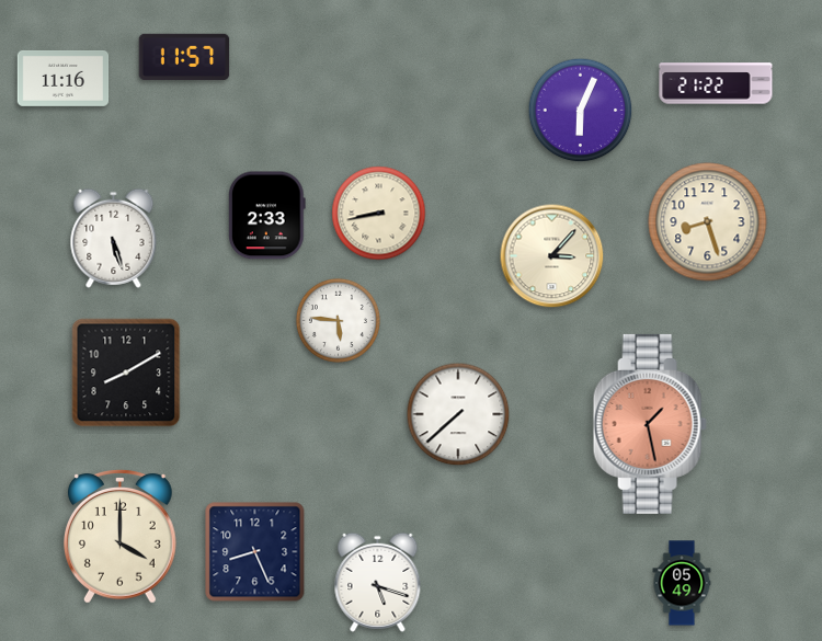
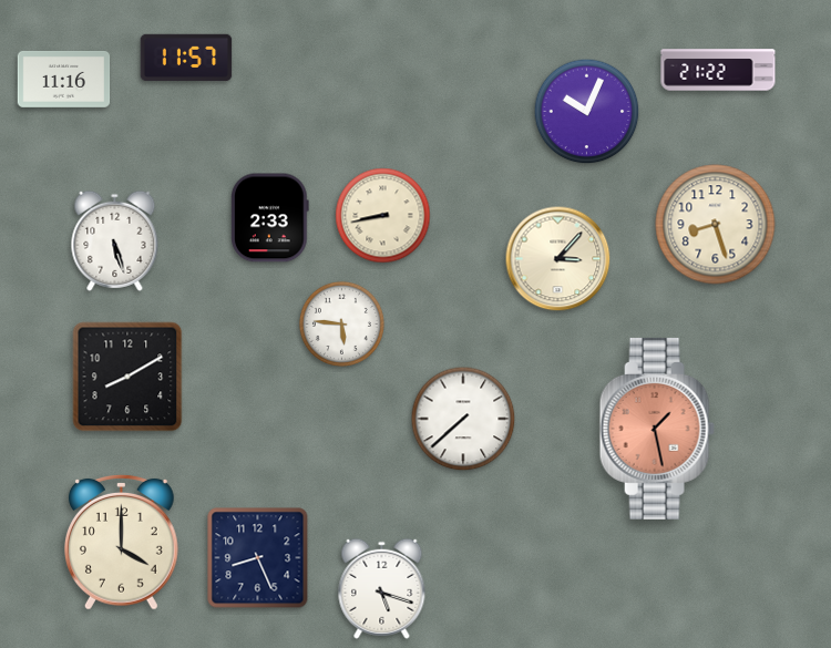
clock at (716, 83) position: (716, 83) -> (718, 70)
clock at (581, 111): 6:04 -> 10:04
clock at (682, 583): 05:49 -> none
